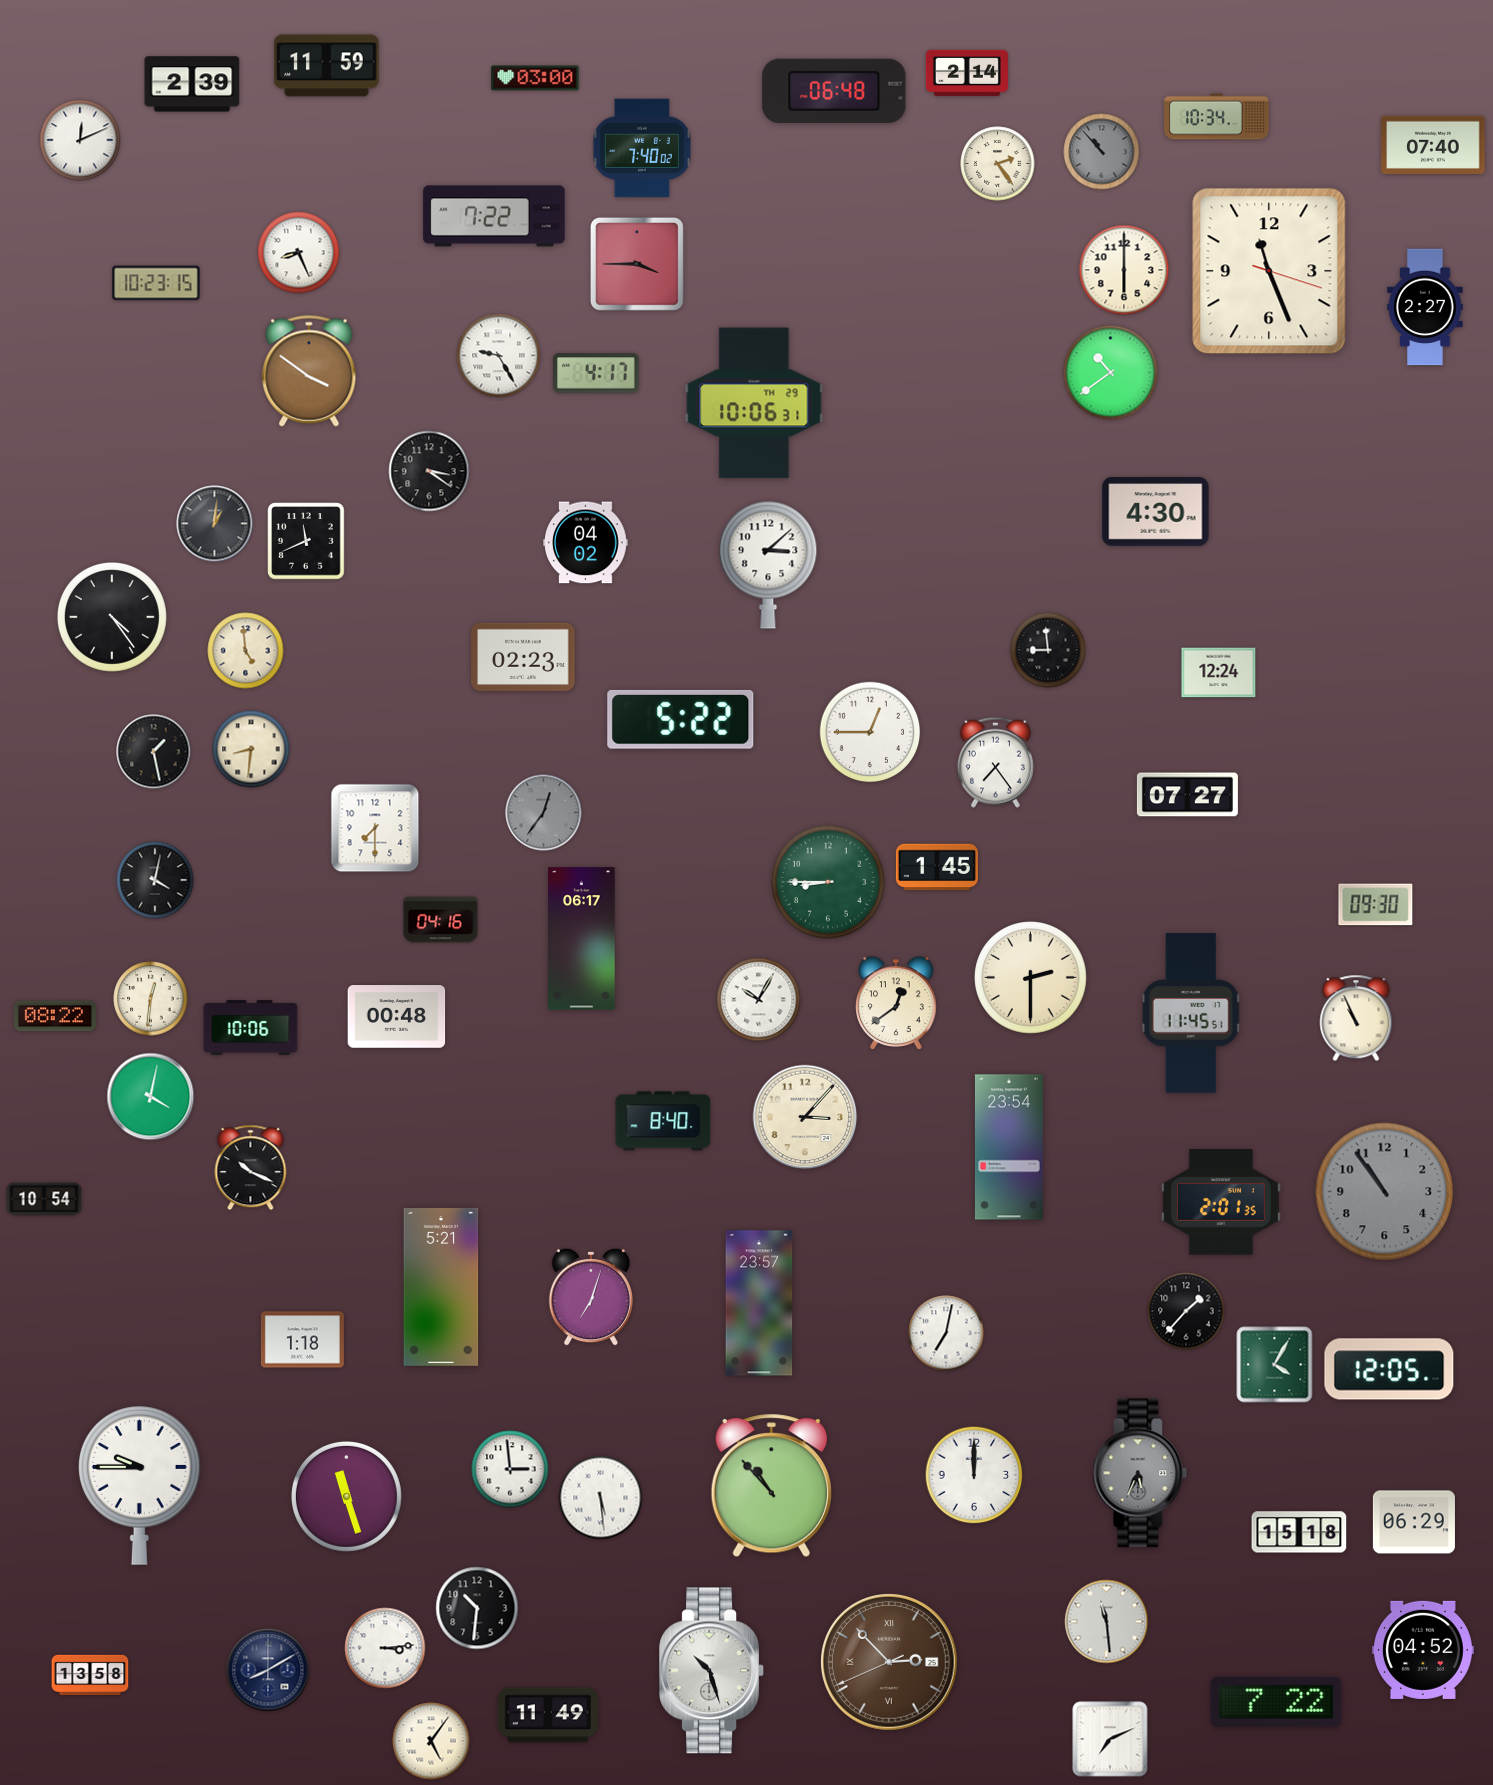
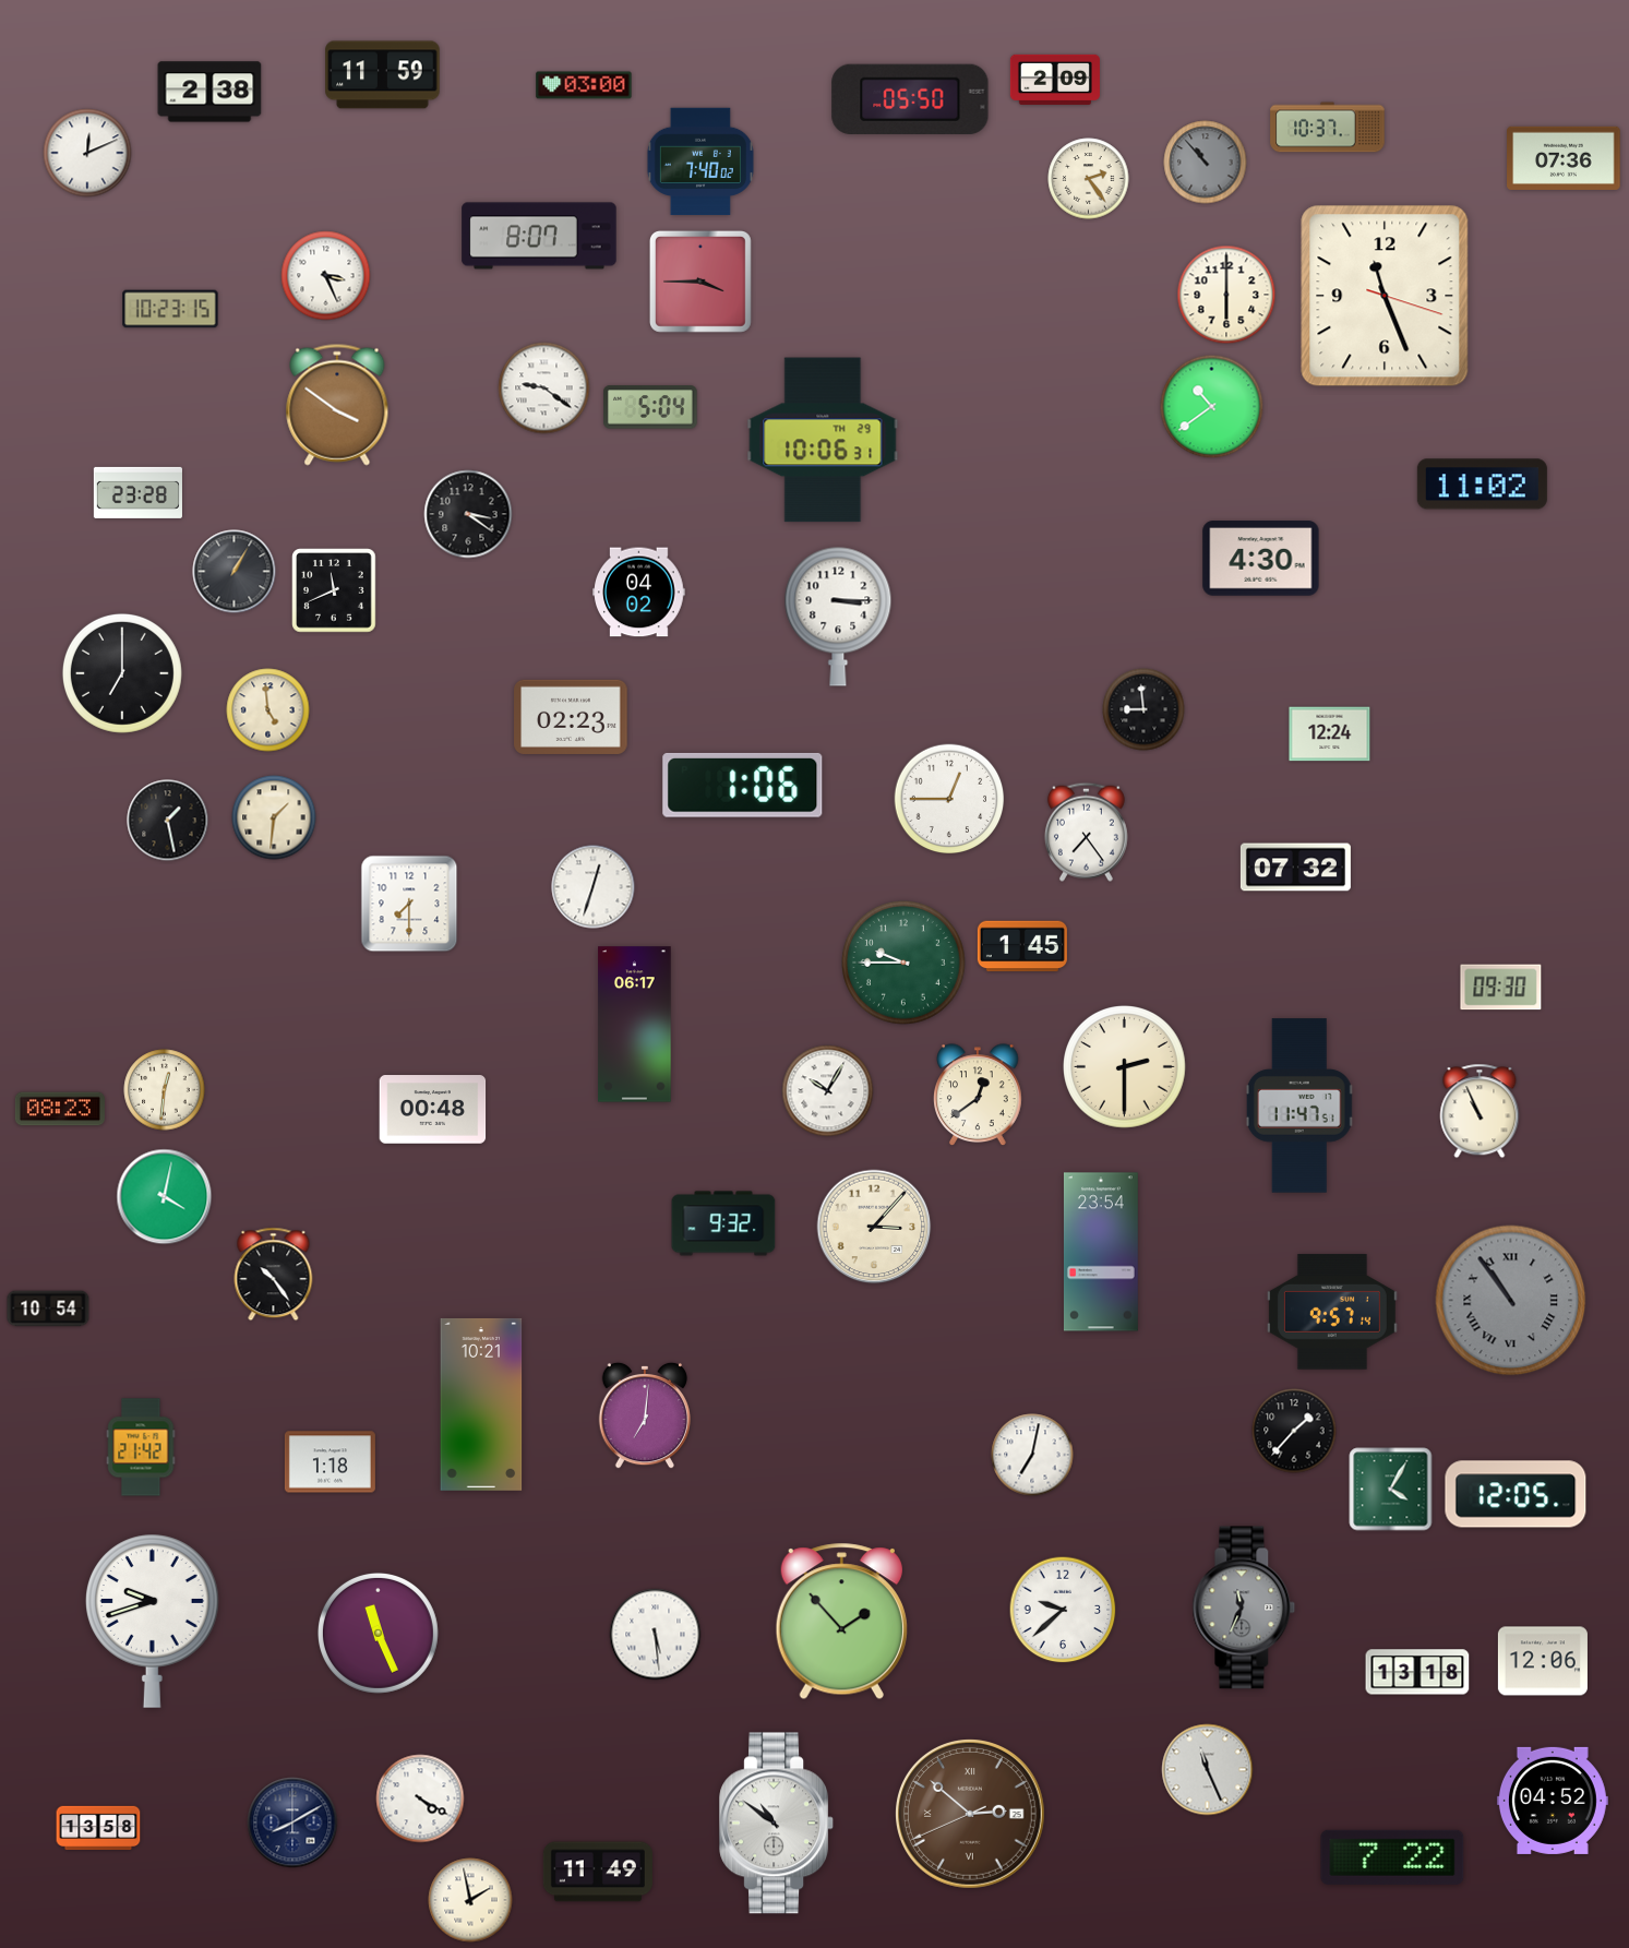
clock at (327, 66) position: (327, 66) -> (383, 75)
clock at (967, 73): 2:14 -> 2:09
clock at (192, 84): 2:39 -> 2:38
clock at (834, 91): 06:48 -> 05:50
clock at (1217, 117): 10:34 -> 10:37
clock at (1433, 145): 07:40 -> 07:36
clock at (1102, 152) position: (1102, 152) -> (1206, 163)
clock at (494, 216): 7:22 -> 8:07
clock at (299, 253): 8:26 -> 3:26
clock at (637, 264) position: (637, 264) -> (700, 282)
clock at (1425, 307): 2:27 -> none
clock at (499, 356): 9:25 -> 9:21
clock at (596, 373): 4:17 -> 5:04
clock at (1482, 485): none -> 11:02
clock at (137, 492): none -> 23:28
clock at (215, 524): 1:01 -> 1:05
clock at (768, 565): 3:08 -> 3:15
clock at (112, 617): 4:24 -> 7:00
clock at (681, 719): 5:22 -> 1:06
clock at (251, 749): 8:31 -> 1:31
clock at (1187, 795): 07:27 -> 07:32
clock at (544, 813): 12:36 -> 12:33
clock at (544, 813) dial: grey -> white
clock at (155, 880): 4:02 -> none
clock at (828, 882): 8:45 -> 9:45
clock at (441, 920): 04:16 -> none
clock at (1191, 1013): 11:45 -> 11:47
clock at (55, 1016): 08:22 -> 08:23
clock at (251, 1028): 10:06 -> none
clock at (805, 1117) position: (805, 1117) -> (874, 1227)
clock at (663, 1121): 8:40 -> 9:32
clock at (251, 1168): 10:19 -> 10:24
clock at (1385, 1192) numerals: Arabic -> Roman
clock at (1221, 1202): 2:01 -> 9:57
clock at (441, 1287): 5:21 -> 10:21
clock at (590, 1297): 7:03 -> 7:01
clock at (759, 1303): 23:57 -> none
clock at (141, 1447): none -> 21:42
clock at (510, 1469): 2:59 -> none
clock at (1140, 1473): 5:34 -> 11:34
clock at (974, 1475): 12:00 -> 9:38
clock at (140, 1485): 9:45 -> 9:42
clock at (771, 1486): 10:53 -> 1:53
clock at (346, 1496): 11:27 -> 11:26
clock at (1414, 1522): 06:29 -> 12:06
clock at (1299, 1532): 15:18 -> 13:18
clock at (477, 1608): 10:31 -> none
clock at (1107, 1622): 11:29 -> 11:26
clock at (385, 1648): 3:14 -> 4:20
clock at (890, 1663): 2:52 -> 2:51
clock at (712, 1671): 10:27 -> 10:51
clock at (1110, 1739): 7:11 -> none
clock at (431, 1741): 5:06 -> 1:58
